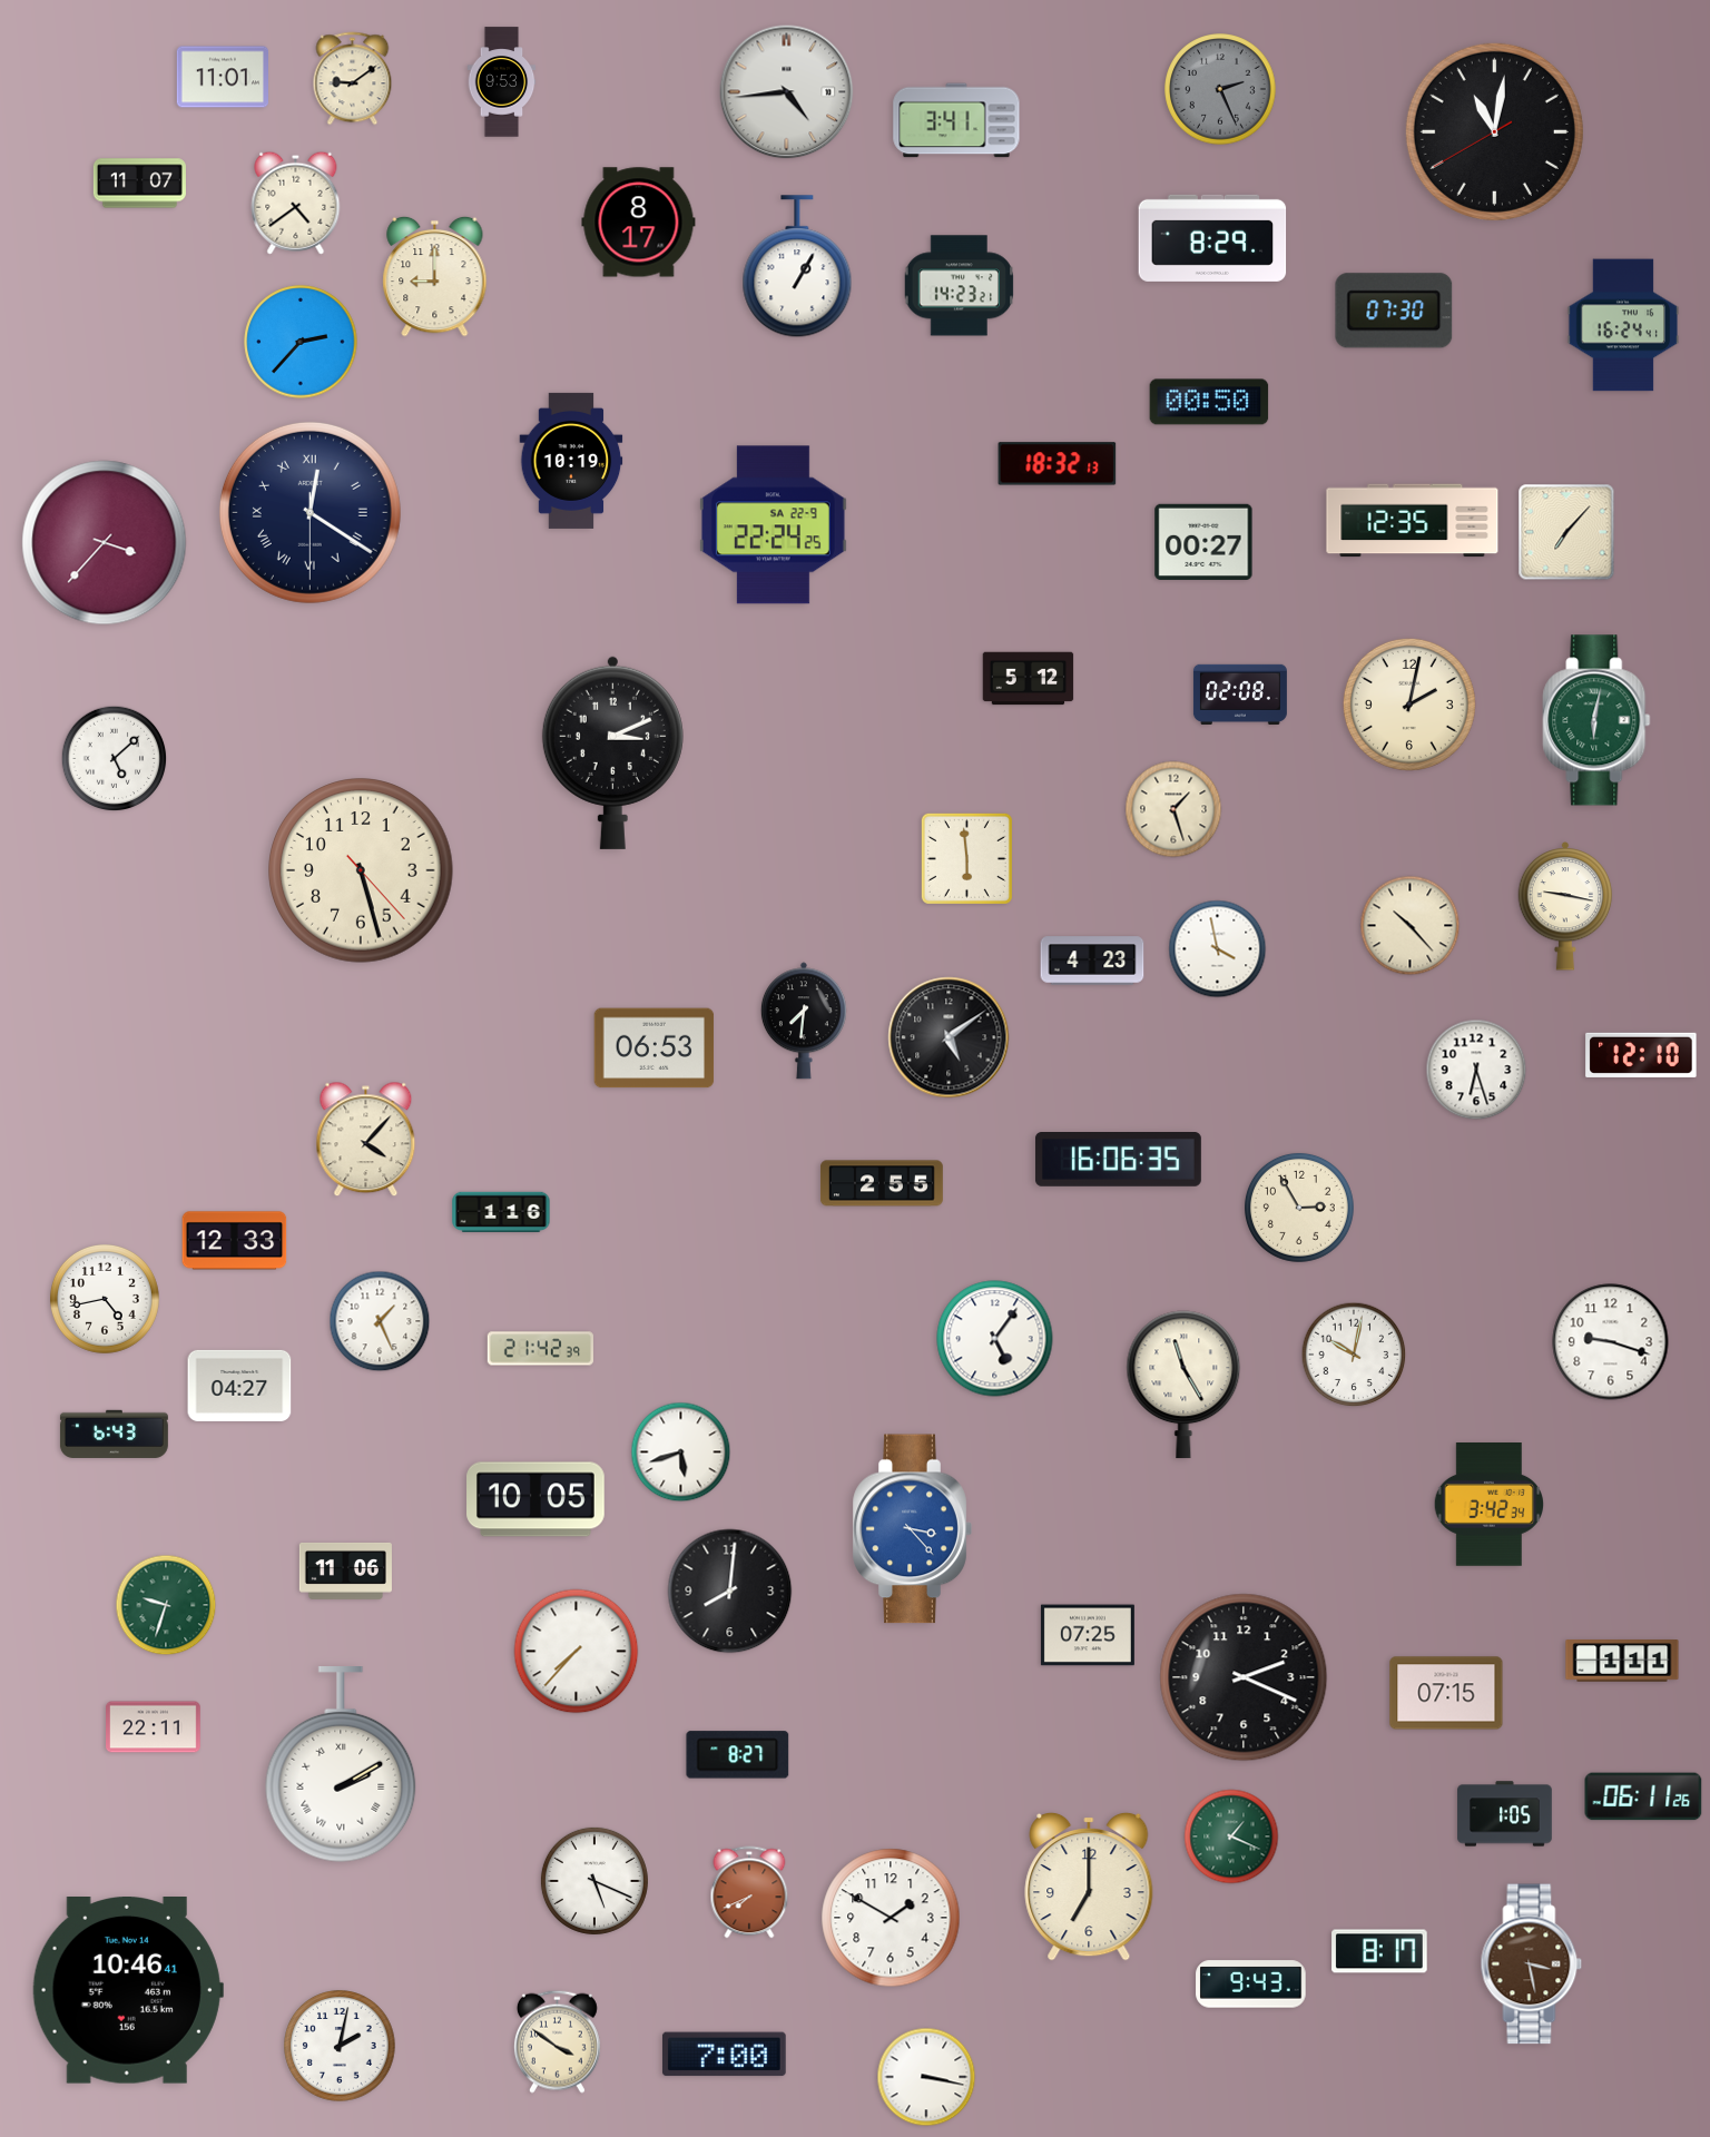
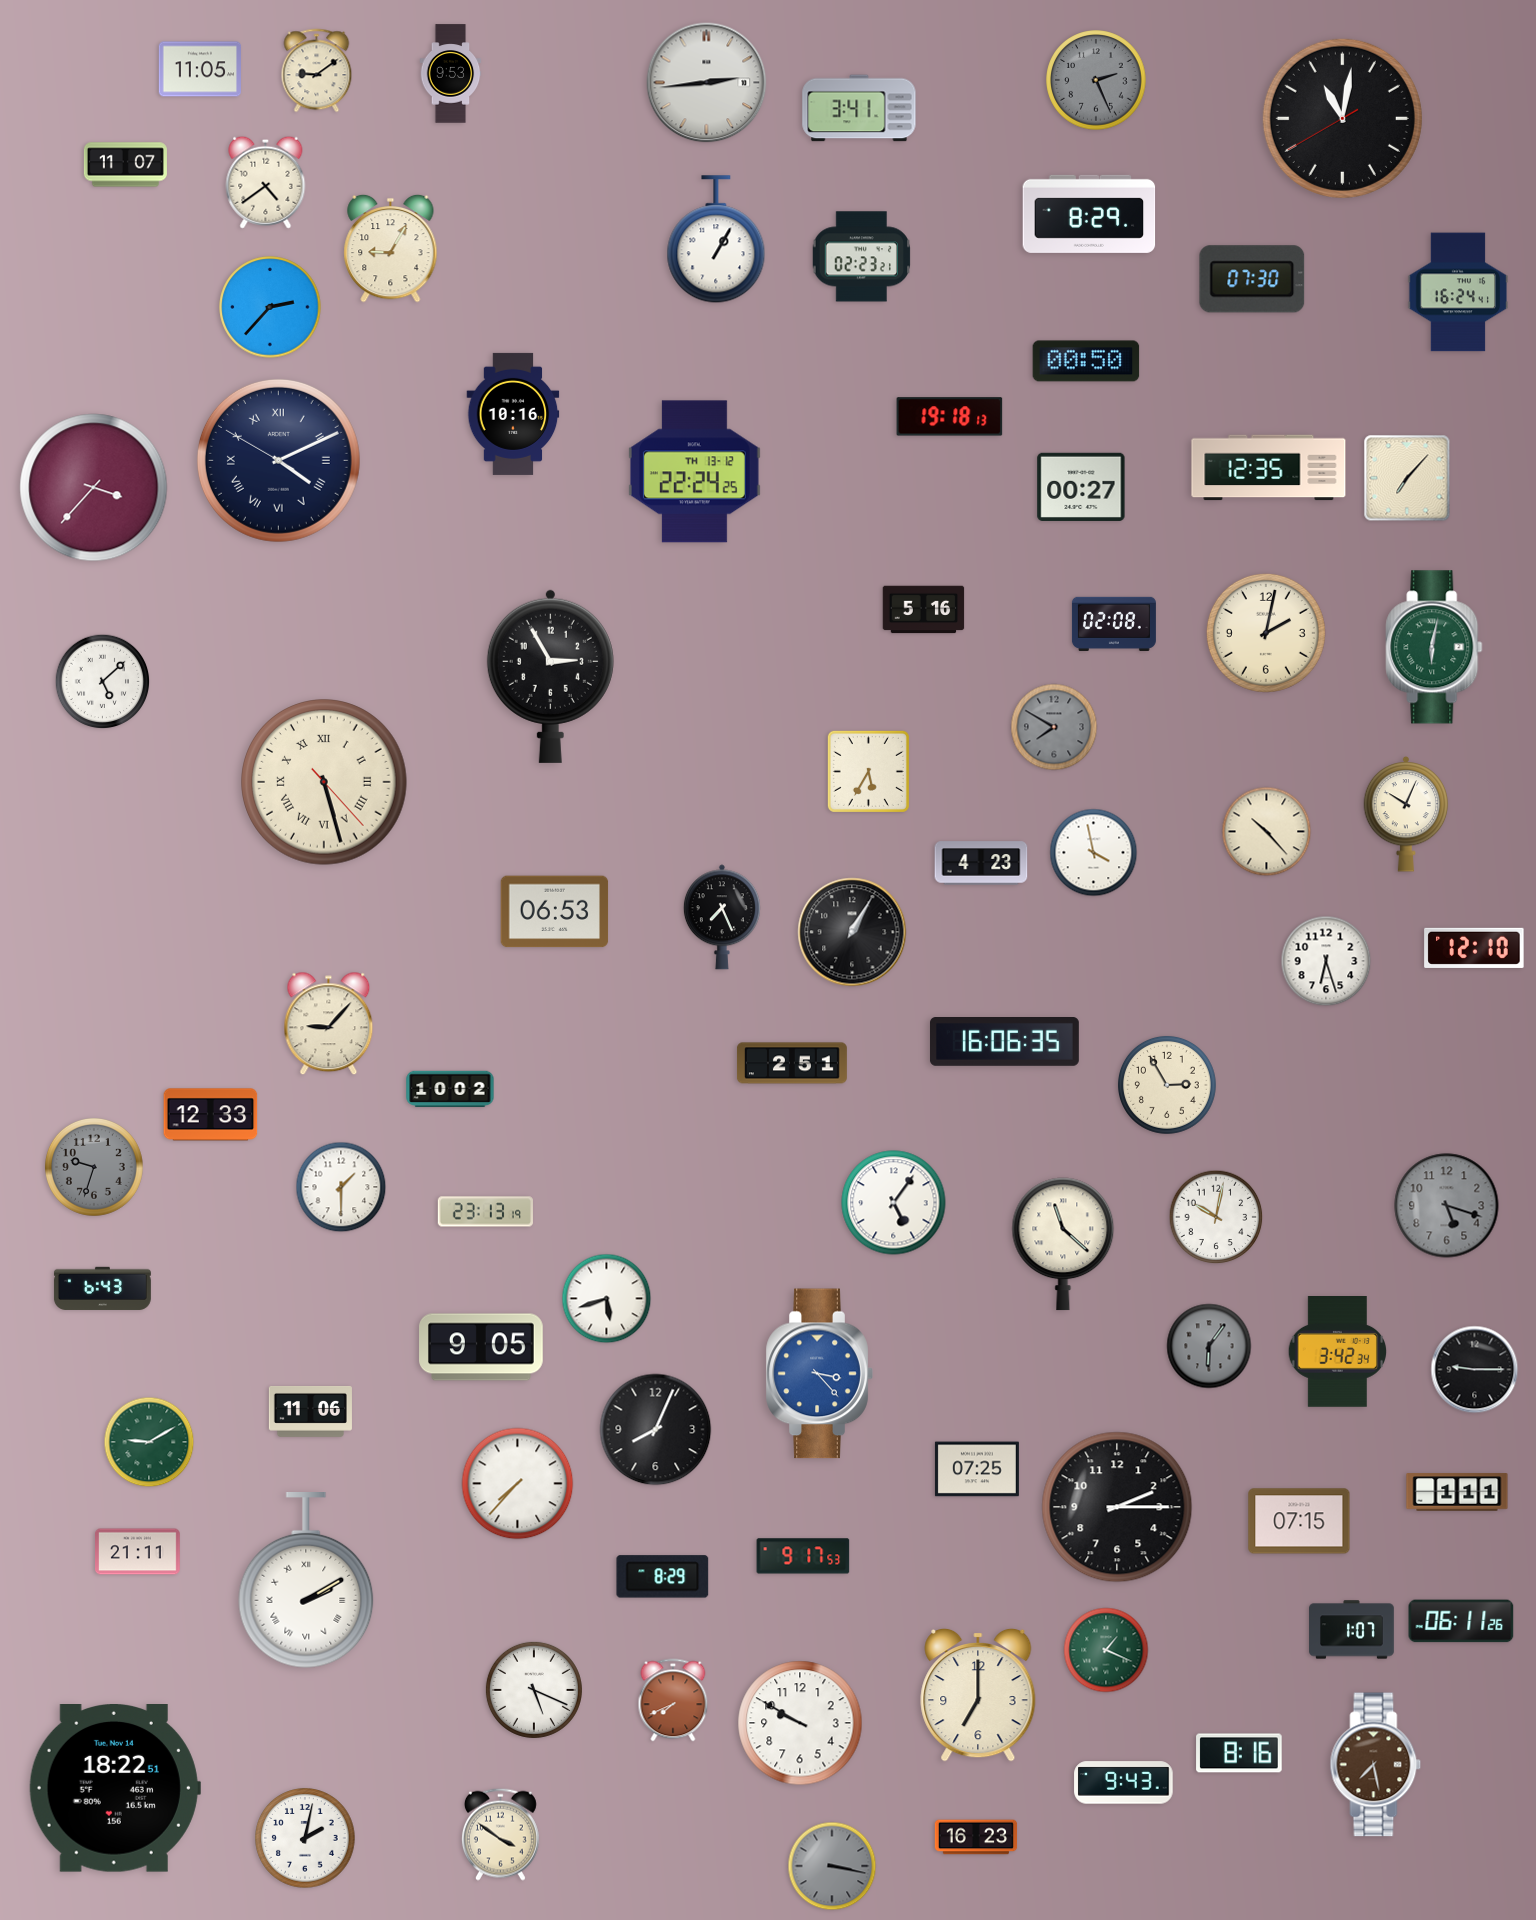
clock at (222, 77): 11:01 -> 11:05
clock at (787, 92): 4:44 -> 2:44
clock at (639, 223): 8:17 -> none
clock at (435, 276): 9:00 -> 9:05
clock at (959, 286): 14:23 -> 02:23
clock at (571, 461): 10:19 -> 10:16
clock at (1058, 464): 18:32 -> 19:18
clock at (309, 512): 12:20 -> 4:10
clock at (773, 525) date: SA 22-9 -> TH 13-12
clock at (1029, 679): 5:12 -> 5:16
clock at (612, 752): 3:11 -> 2:55
clock at (1173, 809): 1:27 -> 7:50
clock at (1173, 809) dial: cream -> grey
clock at (966, 858): 5:59 -> 5:35
clock at (361, 870) numerals: Arabic -> Roman
clock at (1565, 906): 9:17 -> 10:04
clock at (804, 1021): 7:31 -> 7:26
clock at (949, 1037): 5:09 -> 1:05
clock at (655, 1048) position: (655, 1048) -> (555, 912)
clock at (366, 1140): 4:07 -> 9:07
clock at (882, 1183): 2:55 -> 2:51
clock at (501, 1212): 1:16 -> 10:02
clock at (105, 1299): 4:43 -> 9:33
clock at (105, 1299) dial: white -> grey
clock at (380, 1321): 1:26 -> 1:30
clock at (1611, 1342): 9:18 -> 5:18
clock at (1611, 1342) dial: white -> grey
clock at (540, 1349): 21:42 -> 23:13
clock at (1183, 1385): 11:25 -> 11:22
clock at (239, 1386): 04:27 -> none
clock at (681, 1452) position: (681, 1452) -> (607, 1299)
clock at (1209, 1346): none -> 6:06
clock at (535, 1499): 10:05 -> 9:05
clock at (1475, 1370): none -> 9:15
clock at (730, 1592): 8:01 -> 8:04
clock at (166, 1605): 9:33 -> 9:10
clock at (1244, 1677): 2:19 -> 2:15
clock at (154, 1727): 22:11 -> 21:11
clock at (803, 1556): none -> 9:17
clock at (738, 1755): 8:27 -> 8:29
clock at (341, 1765) position: (341, 1765) -> (306, 1581)
clock at (1643, 1796) position: (1643, 1796) -> (1461, 1621)
clock at (1505, 1814): 1:05 -> 1:07
clock at (891, 1918): 1:50 -> 9:50
clock at (1379, 1951): 8:17 -> 8:16
clock at (1532, 1964): 3:28 -> 7:28
clock at (128, 1991): 10:46 -> 18:22
clock at (976, 1837): none -> 16:23
clock at (724, 2055): 7:00 -> none
clock at (926, 2077) dial: white -> grey
